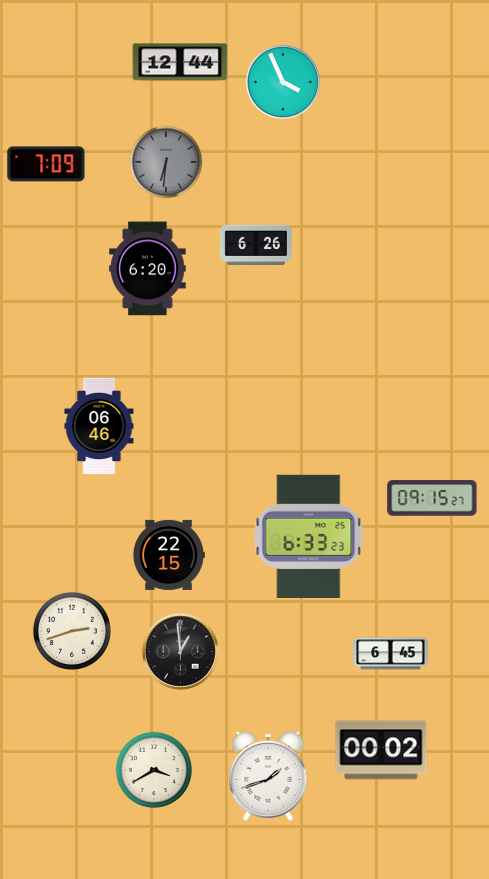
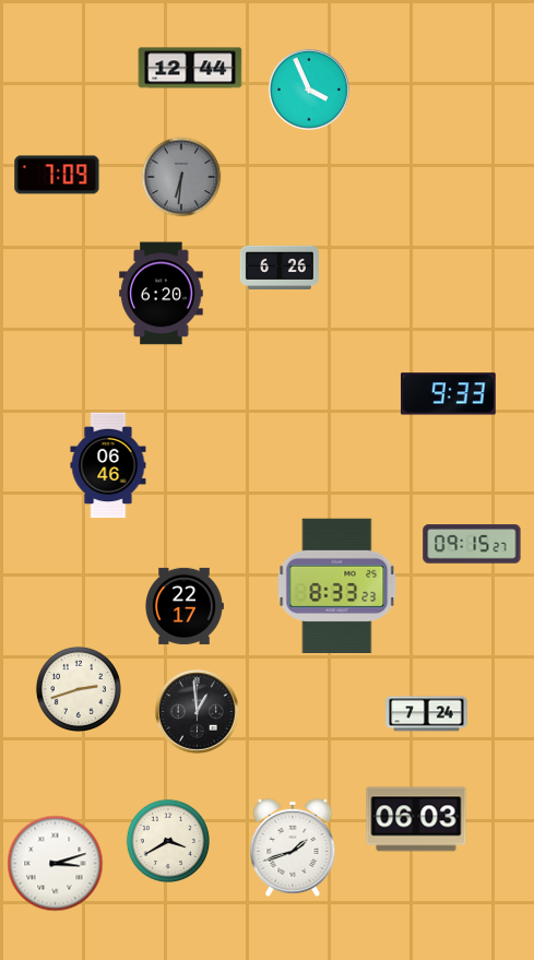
clock at (180, 62) position: (180, 62) -> (190, 68)
clock at (46, 164) position: (46, 164) -> (57, 175)
clock at (449, 394): none -> 9:33
clock at (309, 536): 6:33 -> 8:33
clock at (169, 555): 22:15 -> 22:17
clock at (391, 654): 6:45 -> 7:24
clock at (381, 750): 00:02 -> 06:03
clock at (56, 864): none -> 3:12
